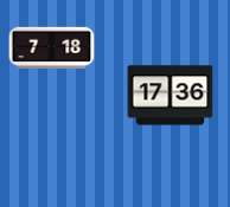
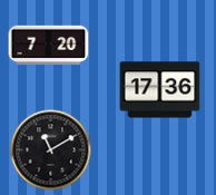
clock at (52, 48): 7:18 -> 7:20
clock at (51, 150): none -> 11:10
